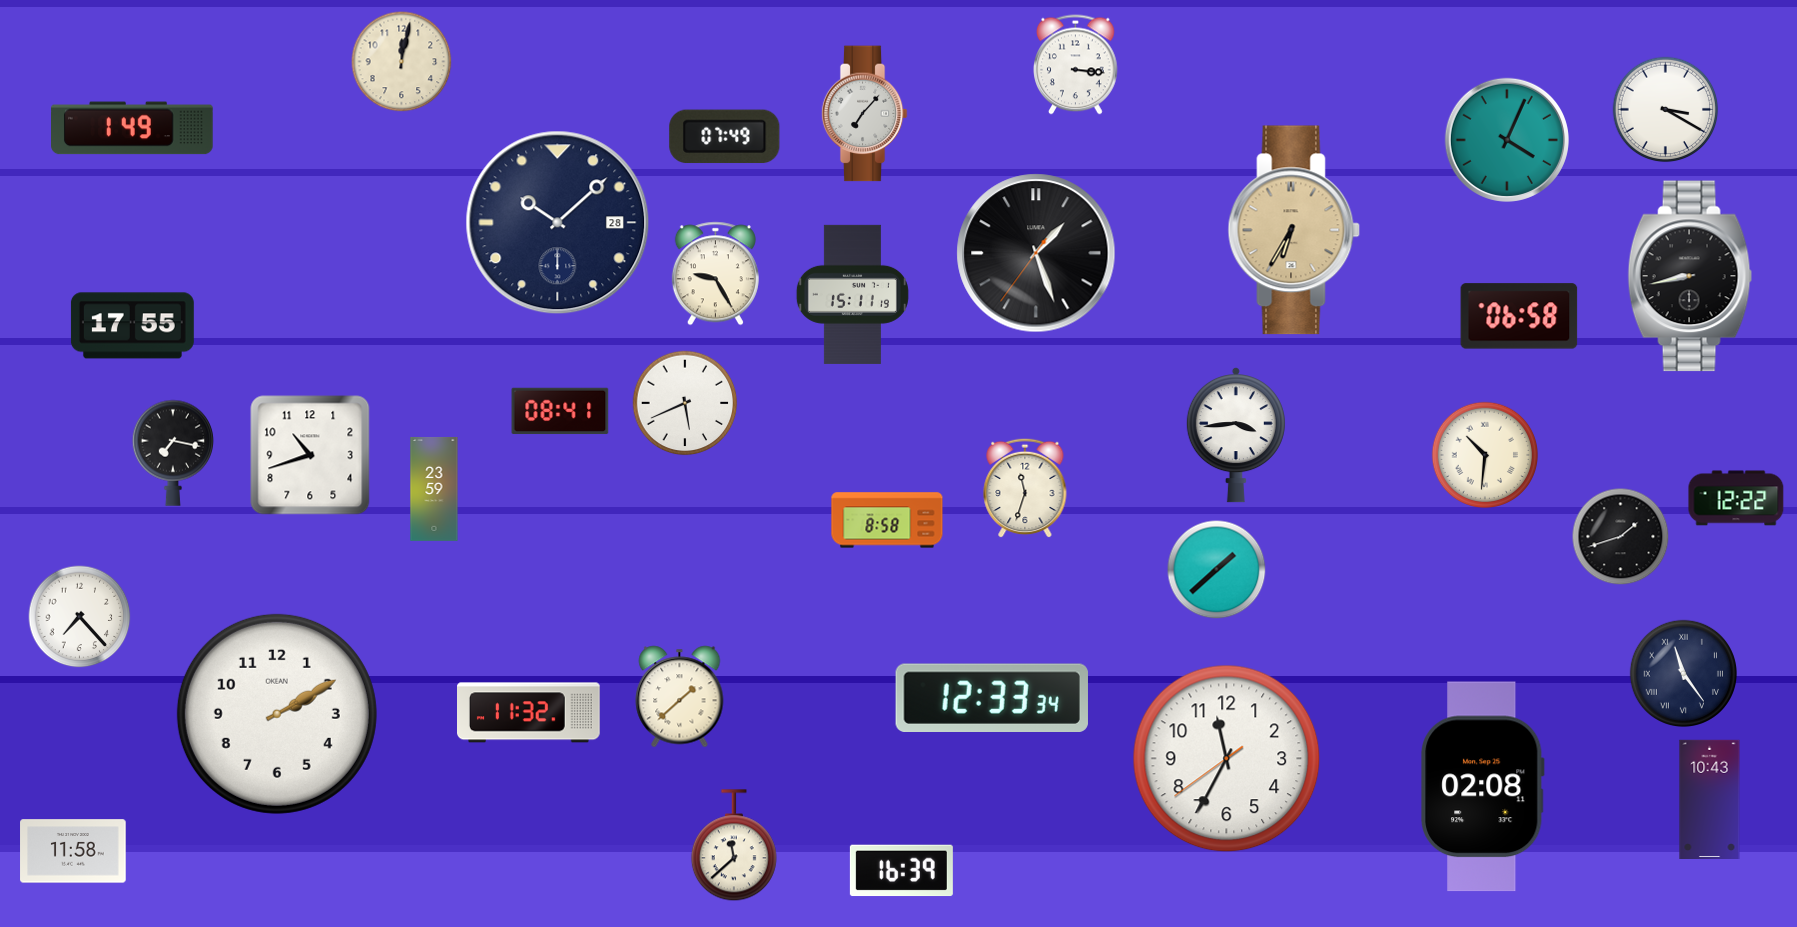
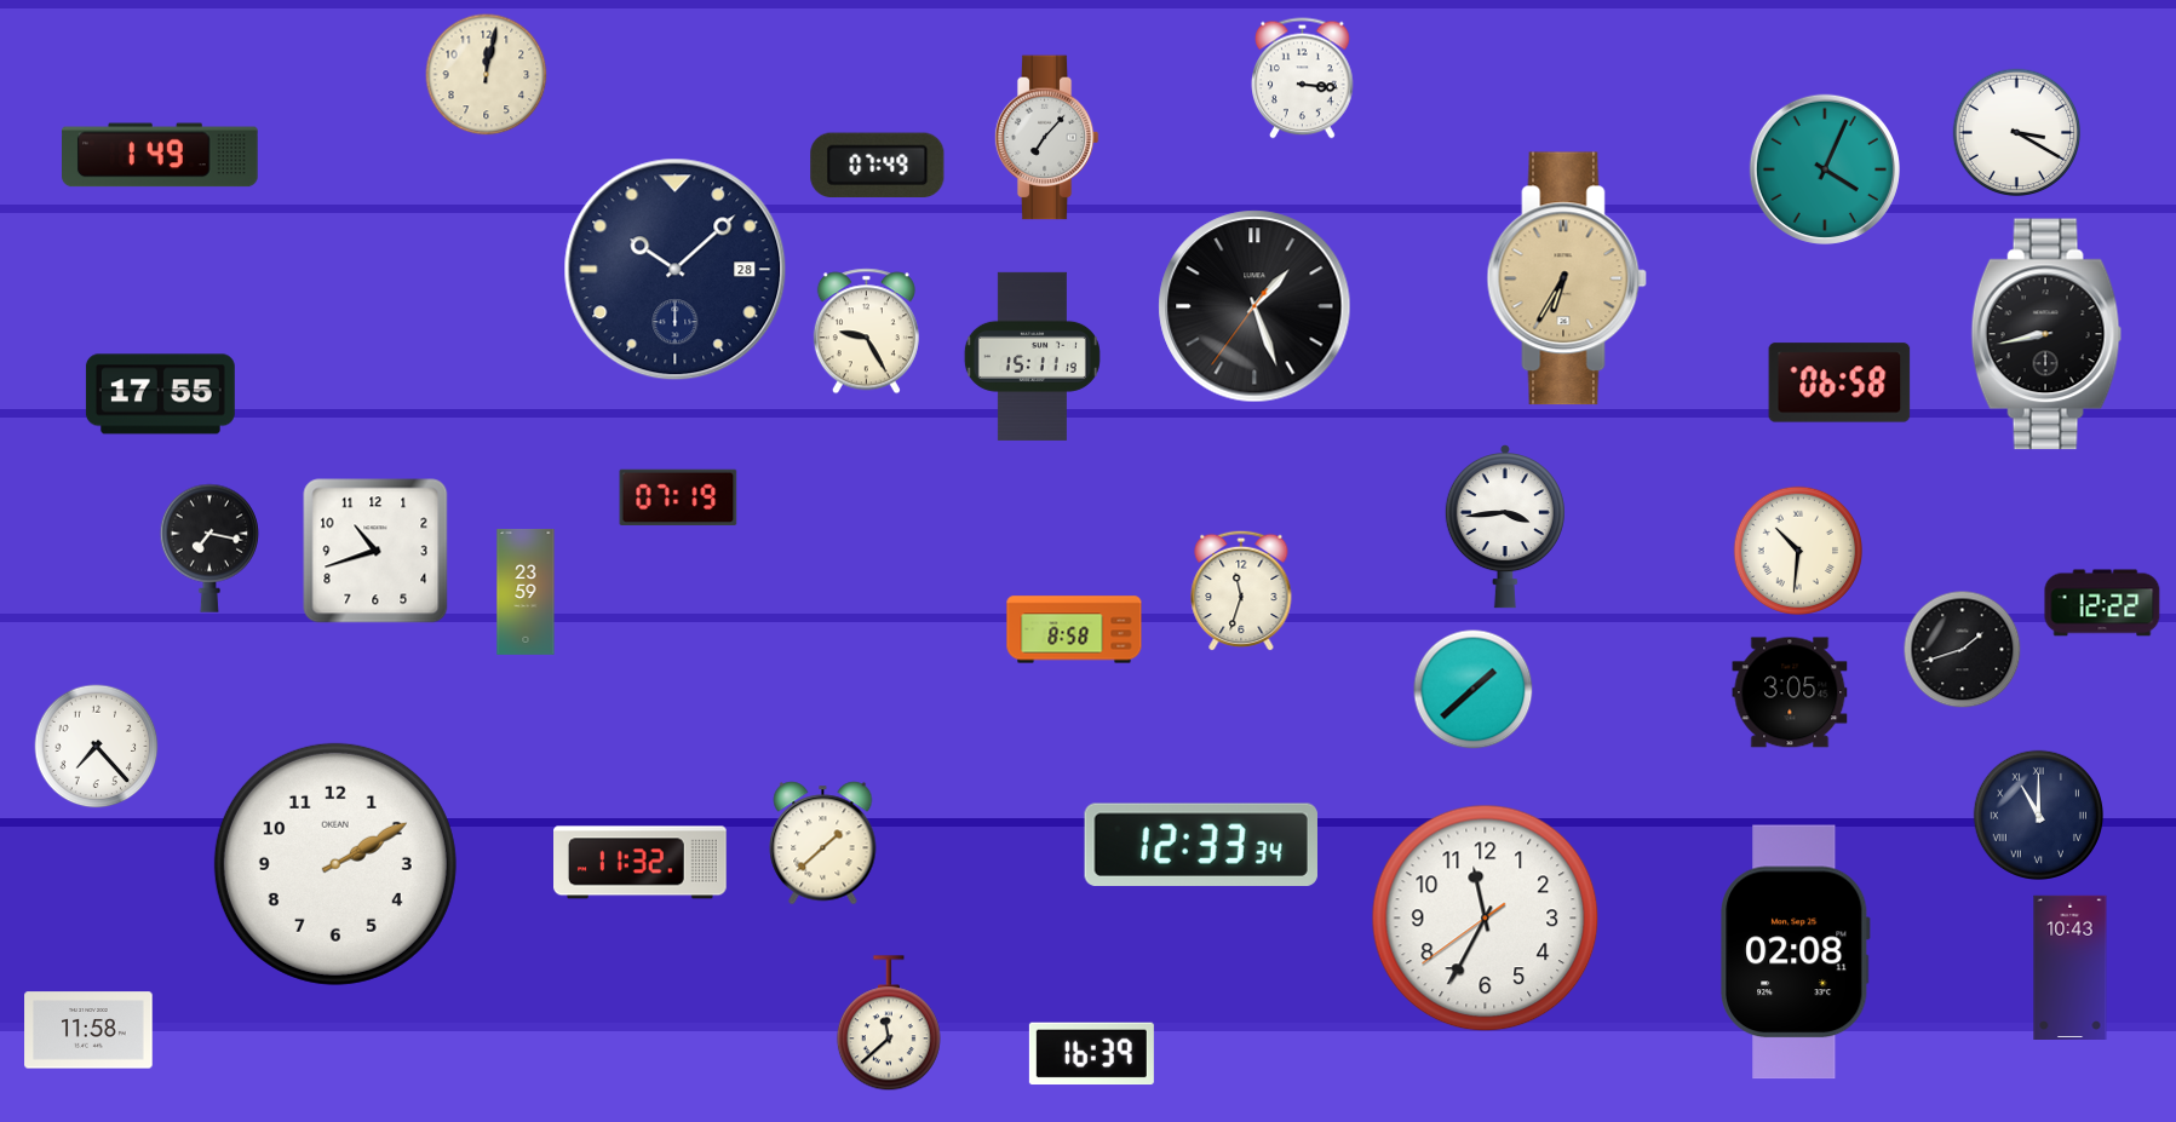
clock at (685, 403): 5:41 -> none
clock at (560, 411): 08:41 -> 07:19
clock at (1236, 435) position: (1236, 435) -> (1505, 527)
clock at (1790, 692): none -> 3:05
clock at (1683, 673): 11:24 -> 11:00
